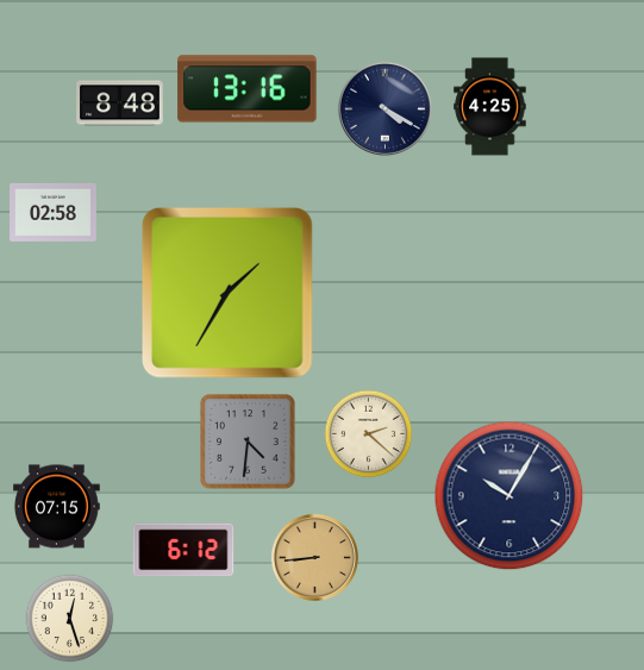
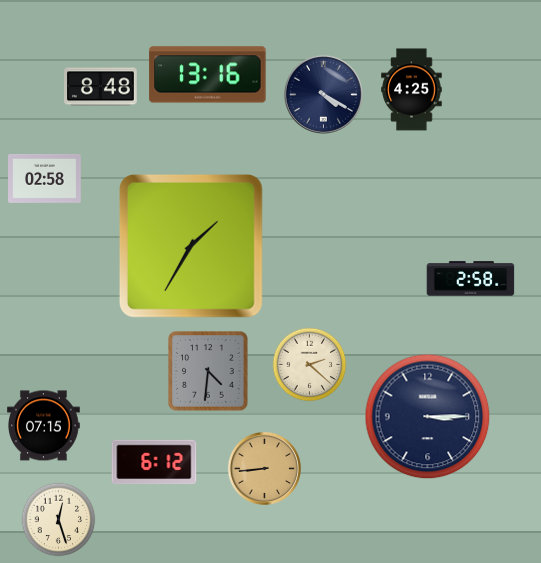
clock at (384, 108) position: (384, 108) -> (323, 94)
clock at (471, 279): none -> 2:58
clock at (509, 496): 10:05 -> 3:15
clock at (57, 507) position: (57, 507) -> (44, 426)
